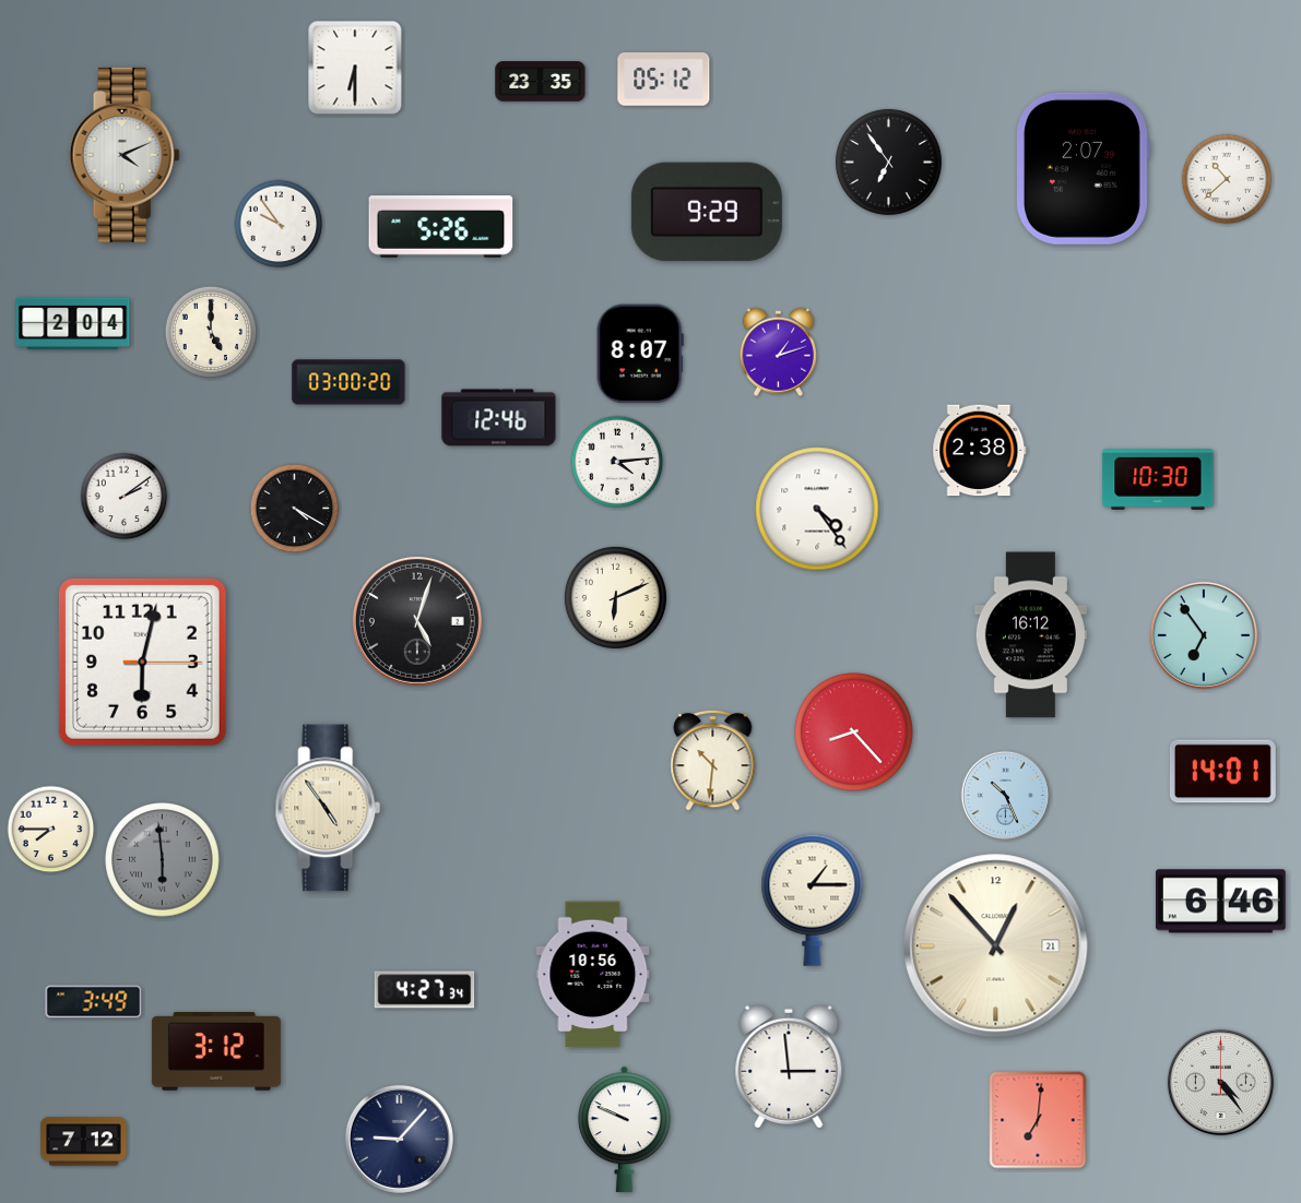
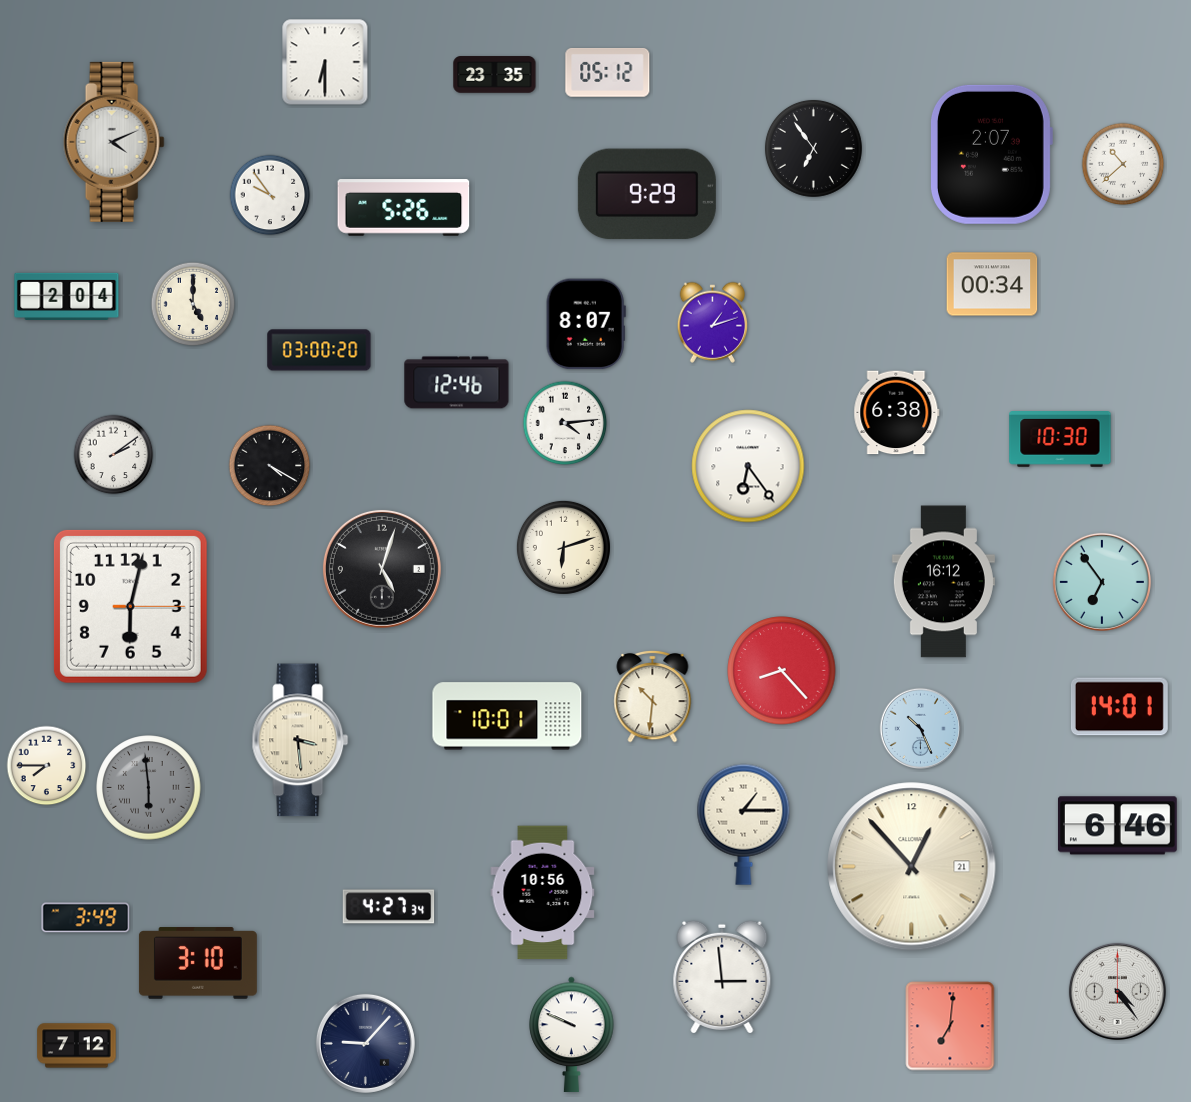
clock at (279, 224) position: (279, 224) -> (270, 195)
clock at (992, 284): none -> 00:34
clock at (980, 451): 2:38 -> 6:38
clock at (817, 509): 4:24 -> 6:24
clock at (615, 597): 6:11 -> 6:12
clock at (507, 716): none -> 10:01
clock at (328, 808): 4:54 -> 3:29
clock at (51, 830) position: (51, 830) -> (47, 766)
clock at (216, 1051): 3:12 -> 3:10
